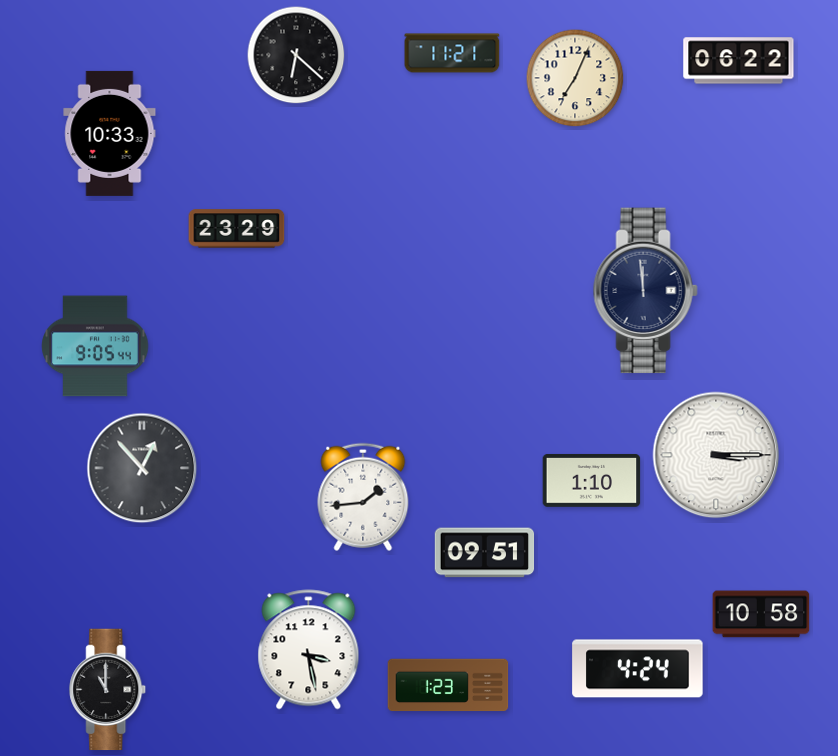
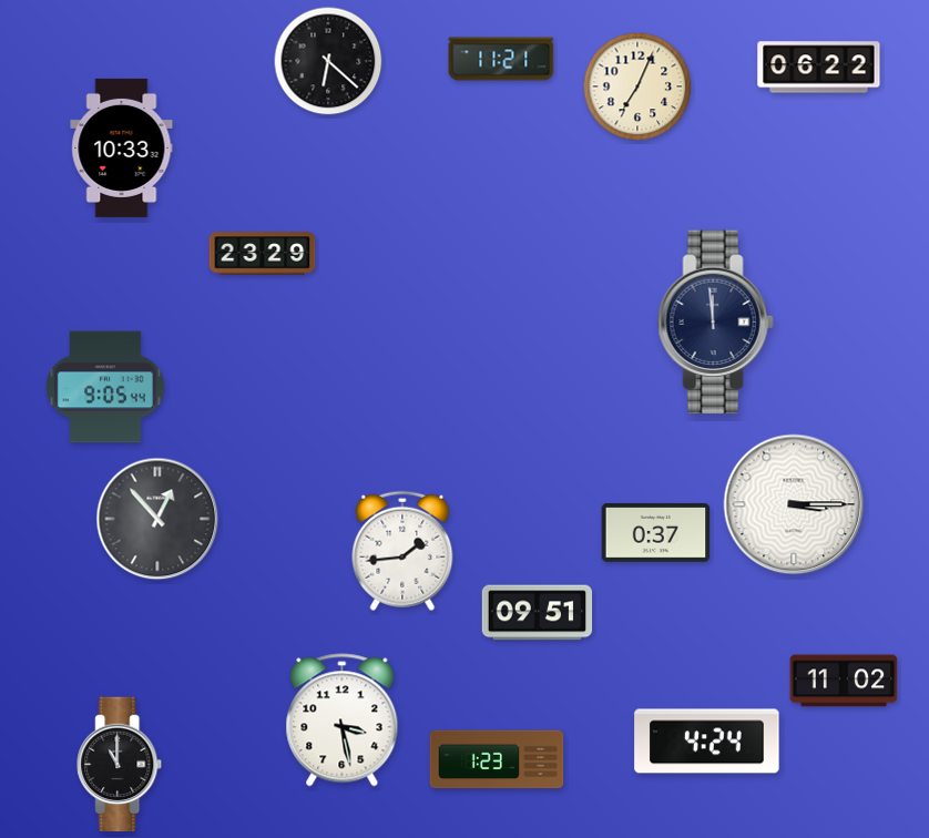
clock at (95, 346) position: (95, 346) -> (105, 387)
clock at (592, 481): 1:10 -> 0:37
clock at (761, 614): 10:58 -> 11:02
